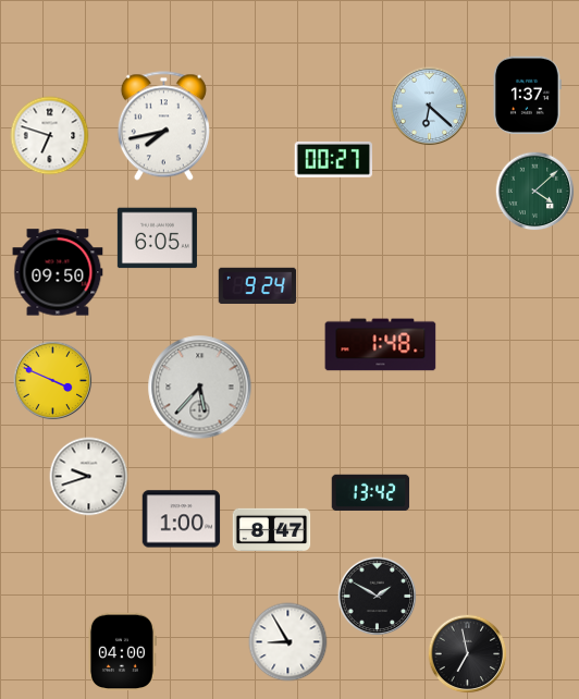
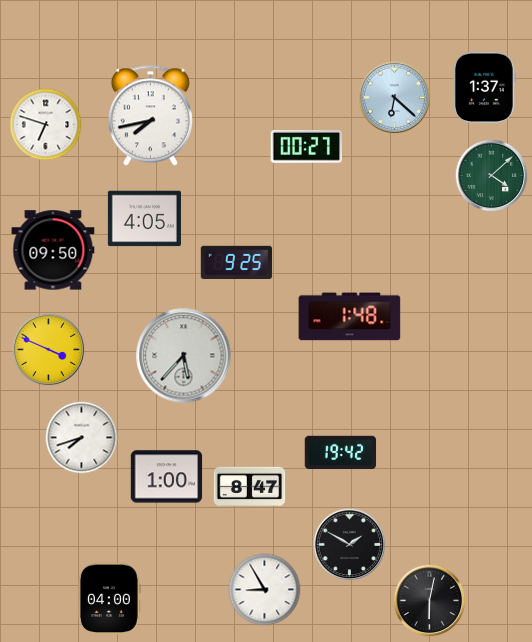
clock at (157, 238): 6:05 -> 4:05
clock at (258, 285): 9:24 -> 9:25
clock at (89, 477): 9:42 -> 7:42
clock at (371, 493): 13:42 -> 19:42
clock at (378, 597) position: (378, 597) -> (350, 545)
clock at (123, 652) position: (123, 652) -> (110, 599)
clock at (468, 654): 6:58 -> 6:02
